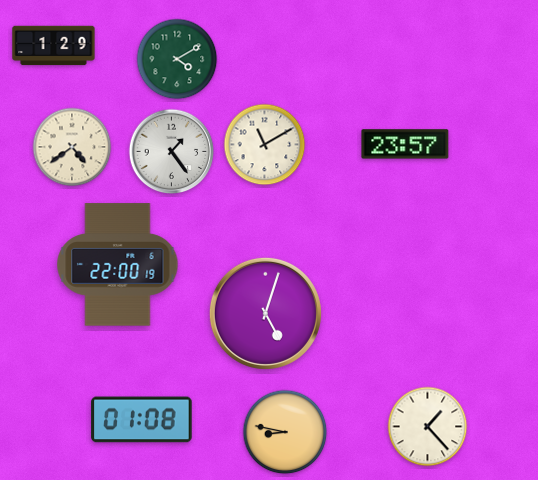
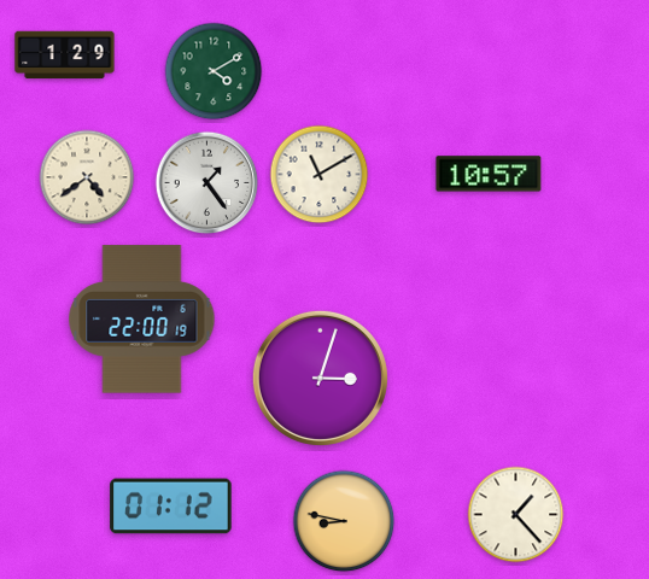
clock at (405, 144): 23:57 -> 10:57
clock at (265, 313): 5:03 -> 3:03
clock at (142, 420): 01:08 -> 01:12
